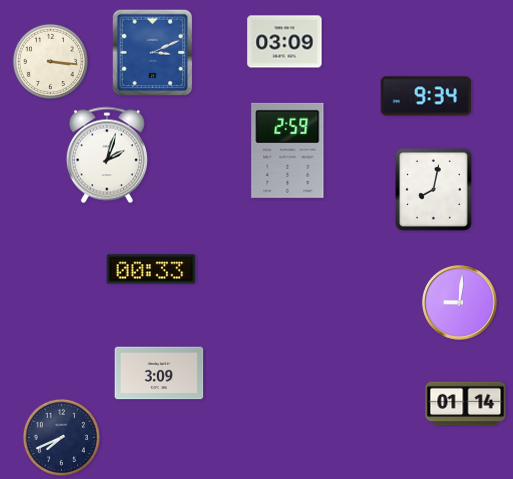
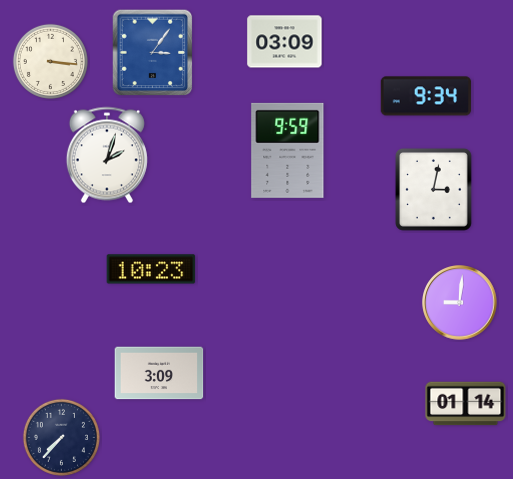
clock at (153, 53): 3:11 -> 3:06
clock at (288, 150): 2:59 -> 9:59
clock at (433, 190): 8:02 -> 3:02
clock at (151, 269): 00:33 -> 10:23
clock at (61, 437): 7:41 -> 7:37
